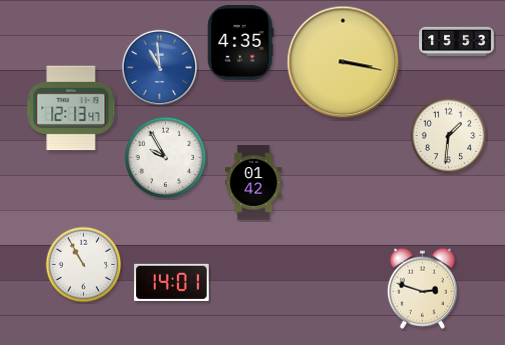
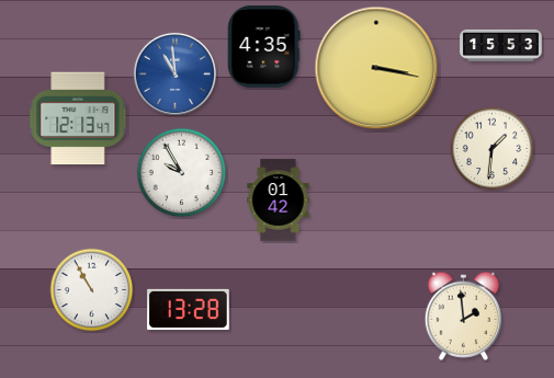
clock at (172, 282): 14:01 -> 13:28
clock at (422, 288): 2:48 -> 1:59
